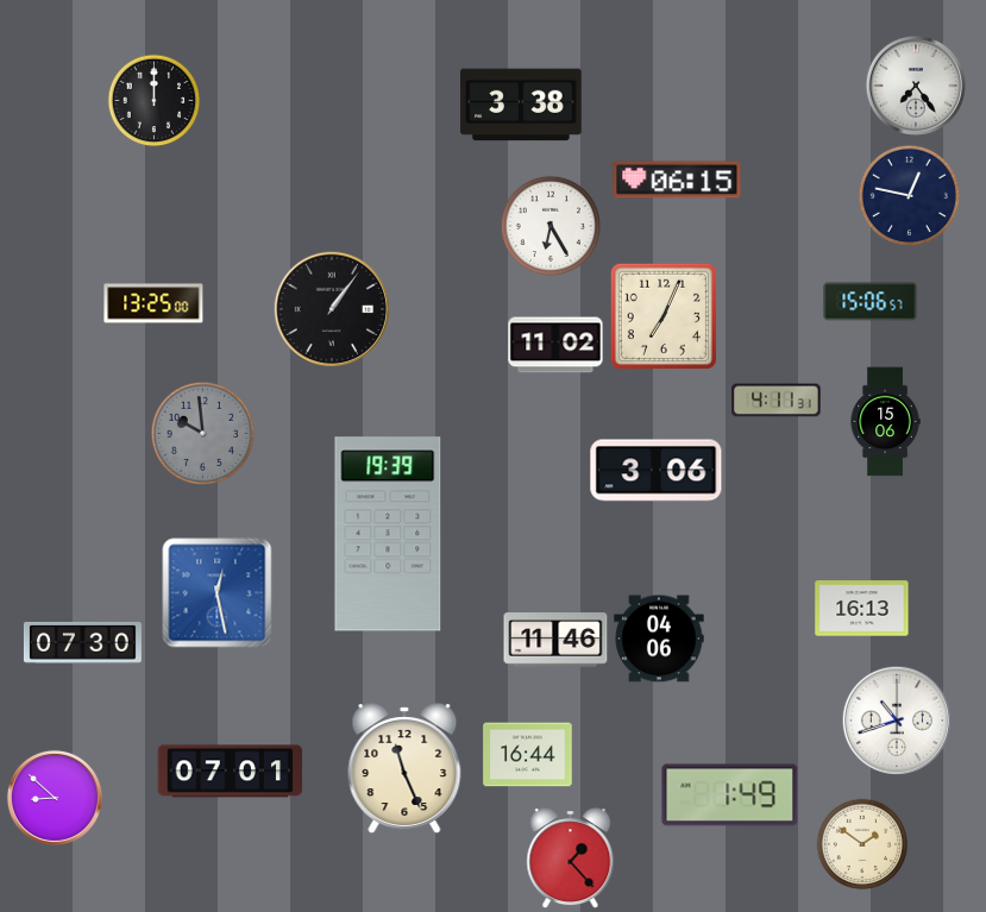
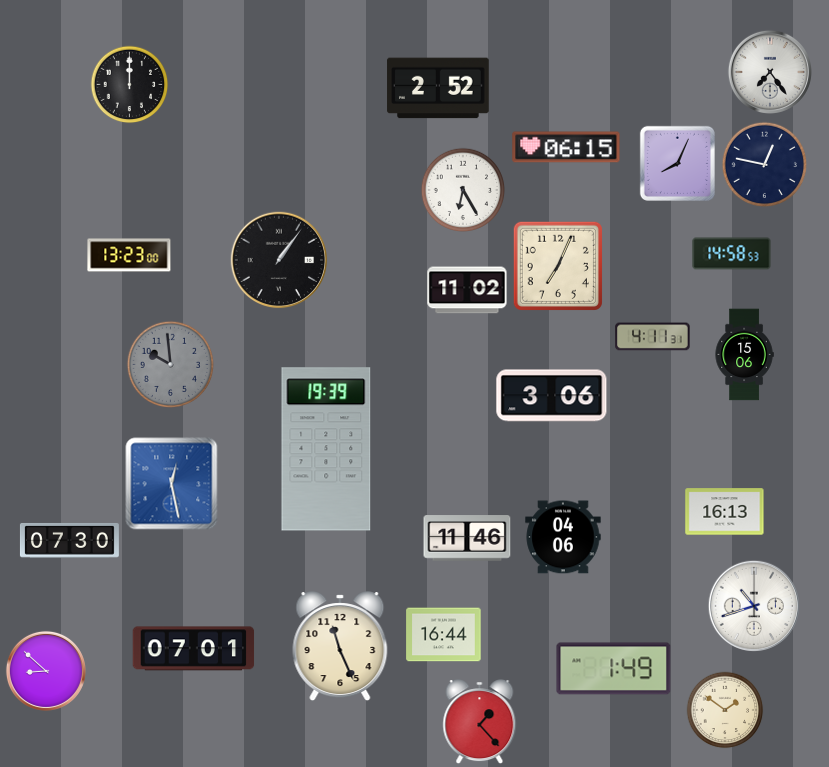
clock at (521, 105): 3:38 -> 2:52
clock at (677, 180) position: (677, 180) -> (566, 147)
clock at (677, 163): none -> 8:04
clock at (871, 302): 15:06 -> 14:58
clock at (153, 303): 13:25 -> 13:23
clock at (218, 593) position: (218, 593) -> (172, 484)
clock at (659, 639) position: (659, 639) -> (563, 537)
